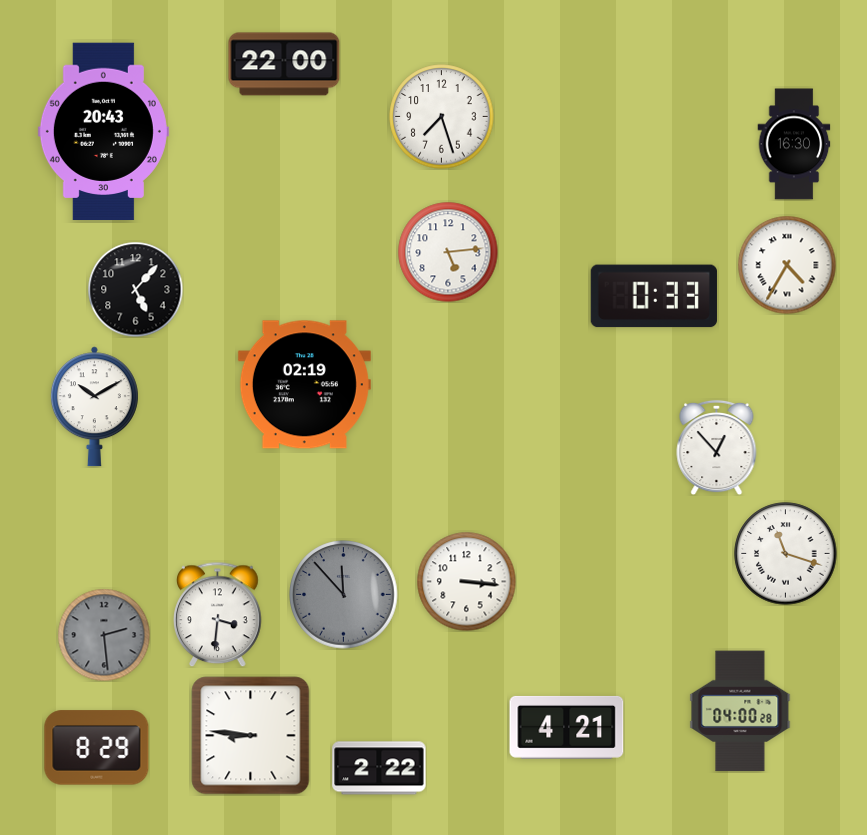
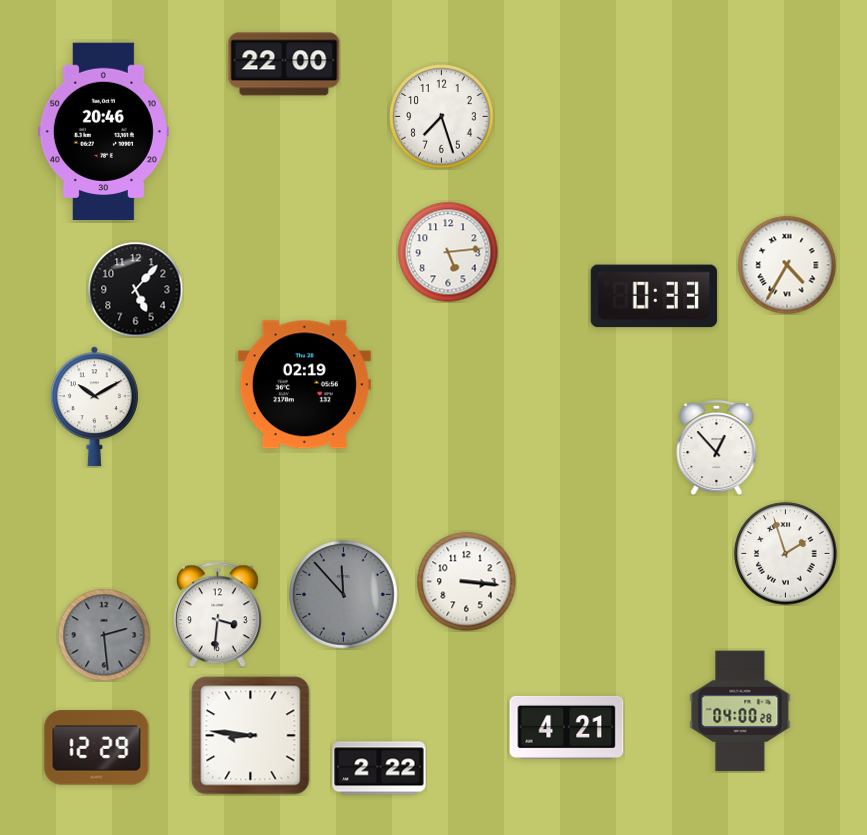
clock at (103, 132): 20:43 -> 20:46
clock at (794, 144): 16:30 -> none
clock at (786, 554): 11:18 -> 1:57
clock at (97, 748): 8:29 -> 12:29
